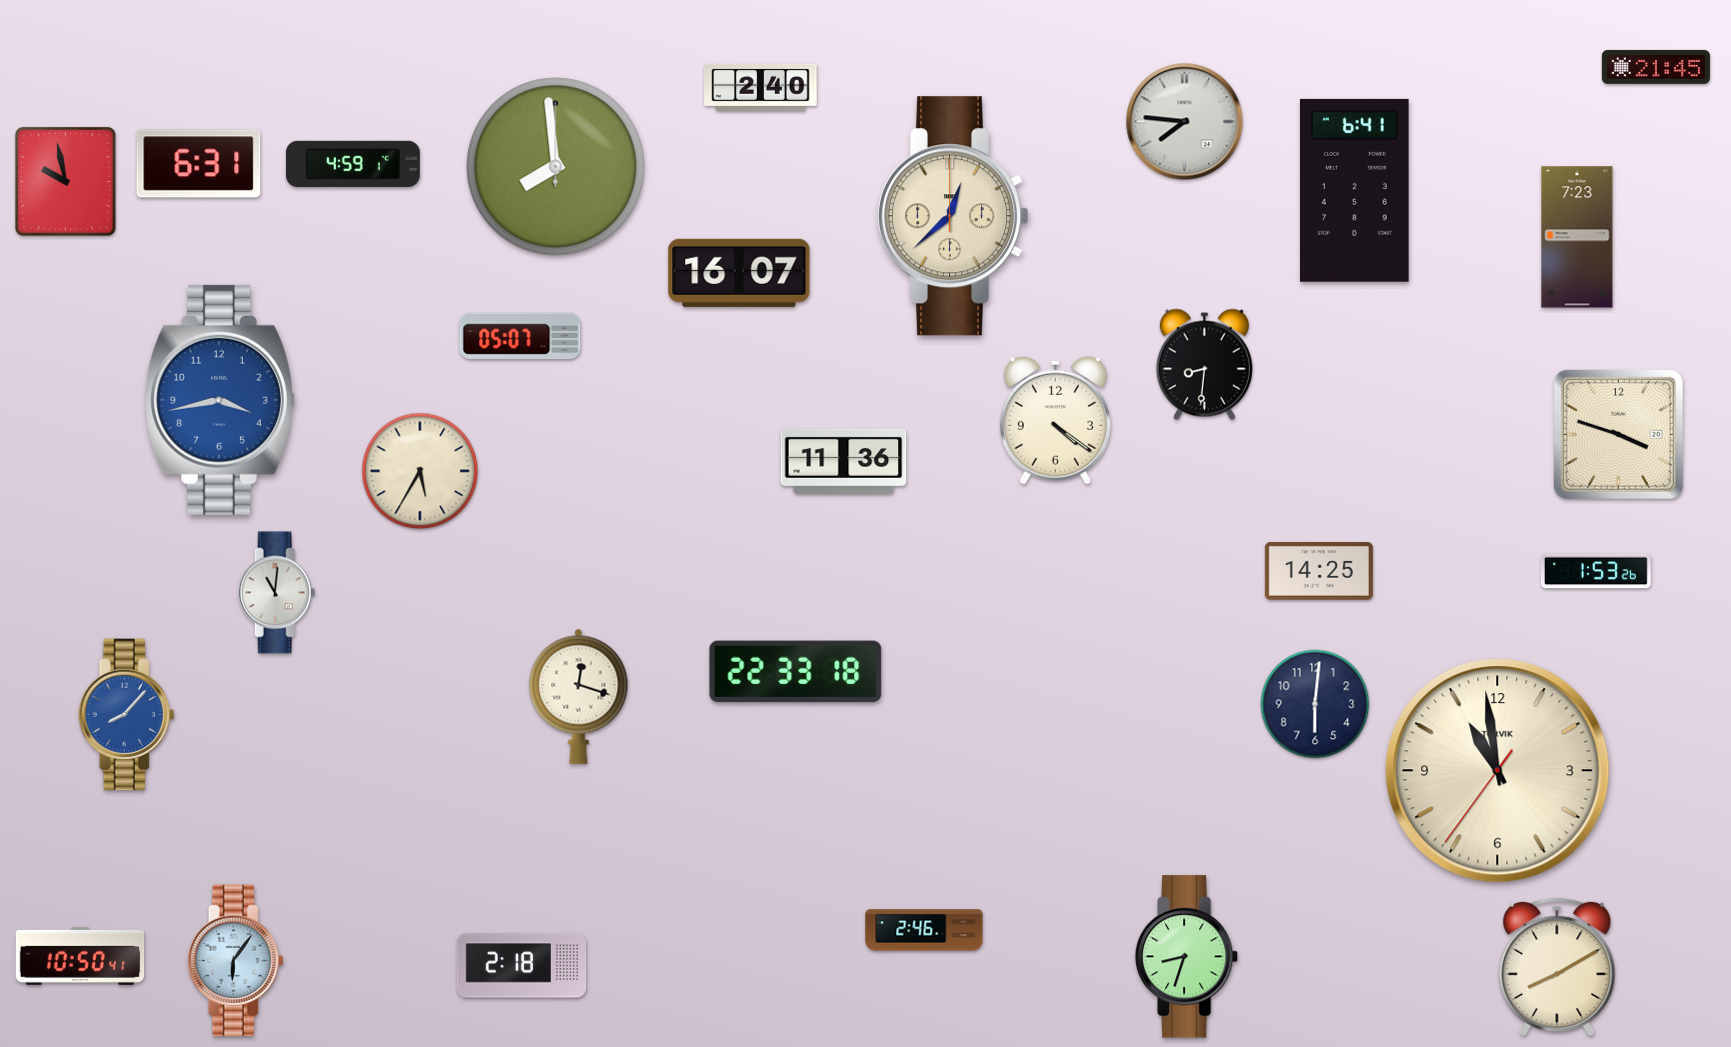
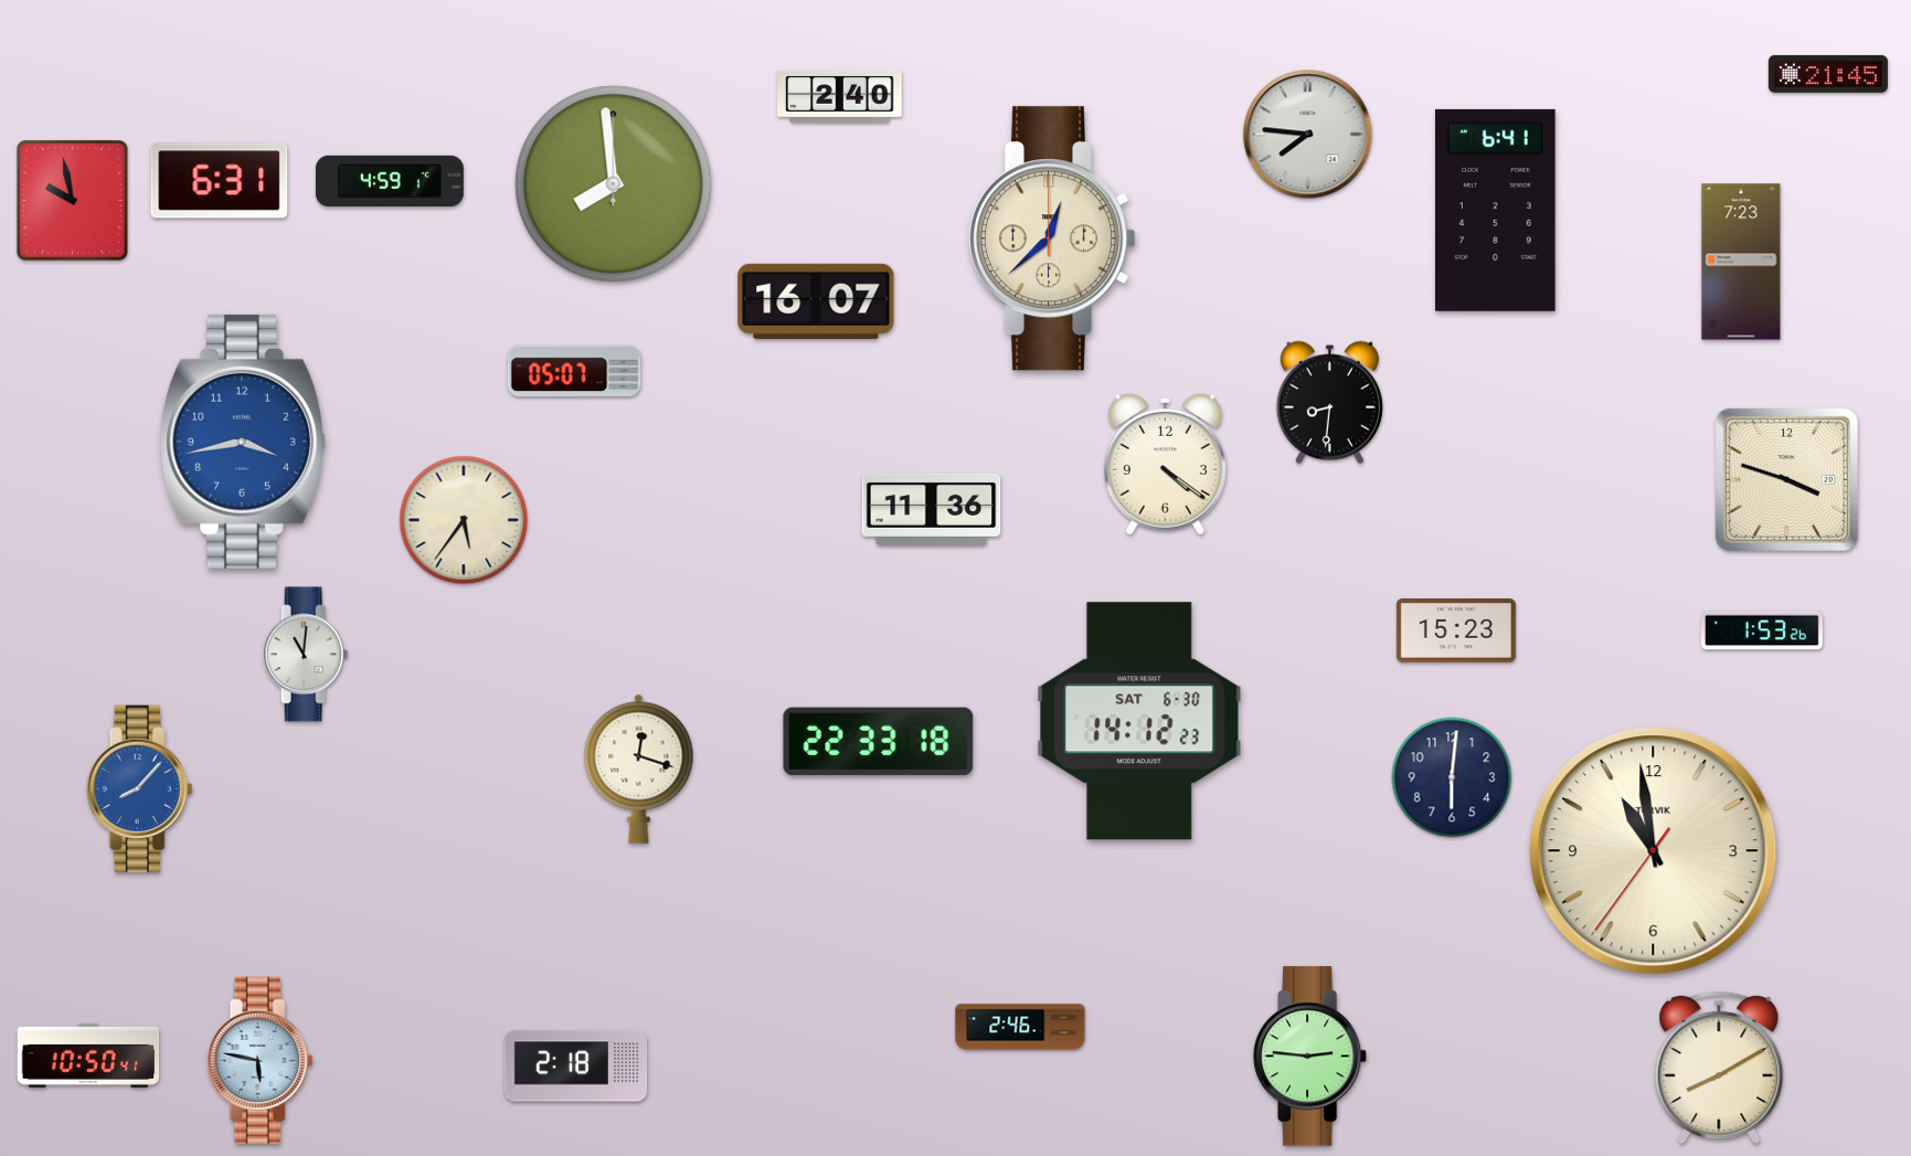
clock at (420, 471): 5:35 -> 5:36
clock at (1319, 572): 14:25 -> 15:23
clock at (1139, 721): none -> 14:12
clock at (1187, 957): 8:33 -> 2:46
clock at (236, 961): 6:06 -> 5:47
